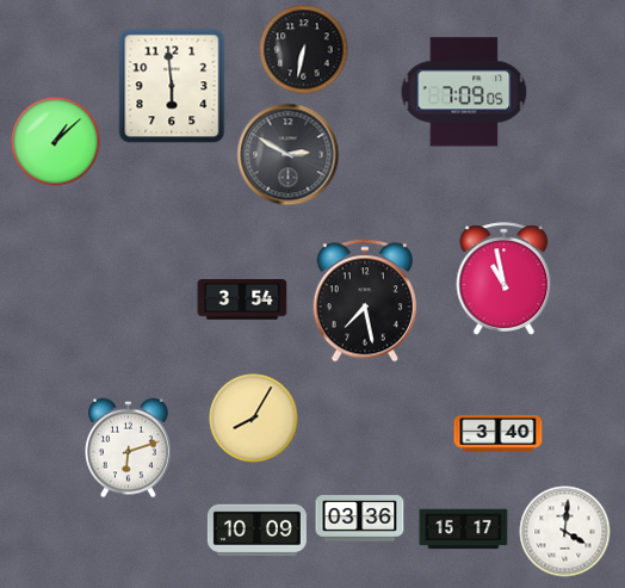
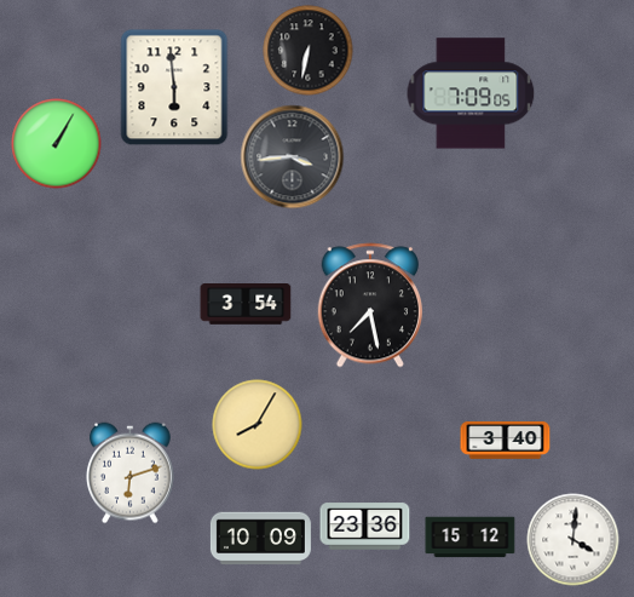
clock at (56, 142): 1:08 -> 1:05
clock at (289, 155): 2:50 -> 3:44
clock at (505, 279): 10:58 -> none
clock at (129, 448) position: (129, 448) -> (131, 473)
clock at (360, 519): 03:36 -> 23:36
clock at (464, 530): 15:17 -> 15:12
